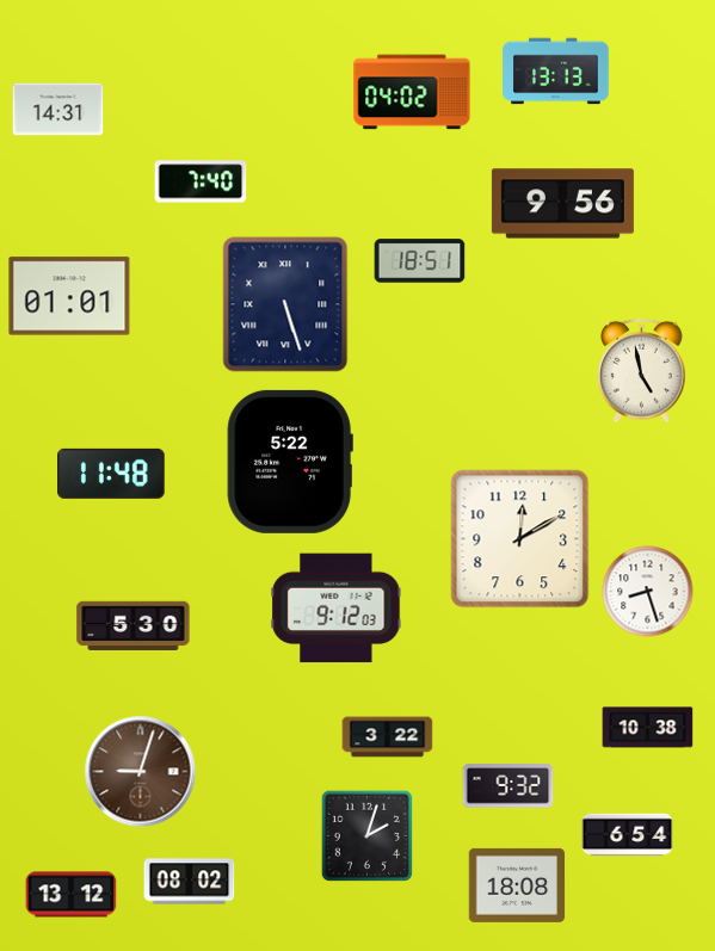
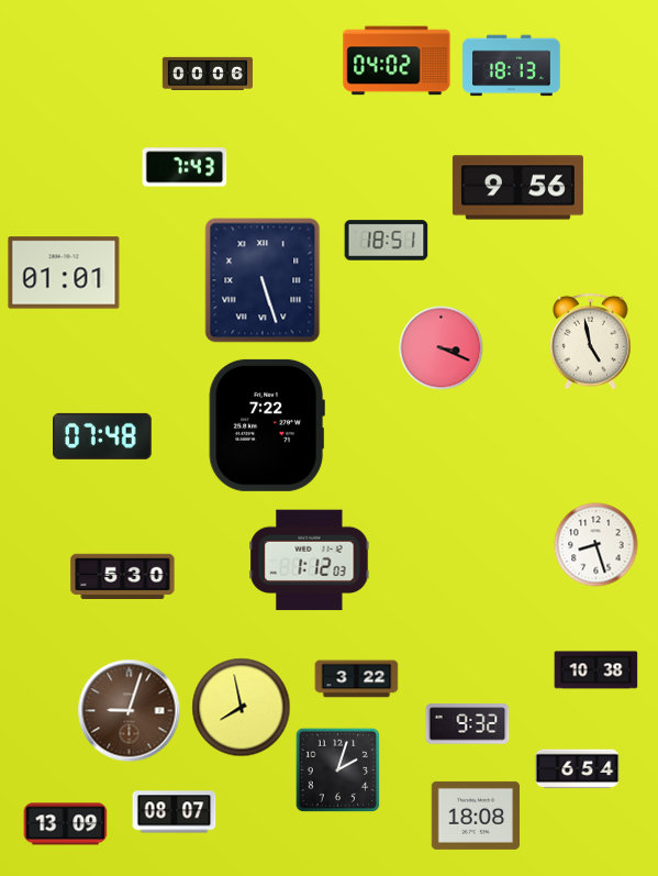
clock at (556, 72): 13:13 -> 18:13
clock at (207, 74): none -> 00:06
clock at (412, 92) position: (412, 92) -> (397, 60)
clock at (58, 110): 14:31 -> none
clock at (201, 181): 7:40 -> 7:43
clock at (442, 348): none -> 3:19
clock at (290, 462): 5:22 -> 7:22
clock at (112, 474): 11:48 -> 07:48
clock at (520, 539): 12:10 -> none
clock at (337, 609): 9:12 -> 1:12
clock at (242, 708): none -> 7:58
clock at (190, 882): 08:02 -> 08:07
clock at (72, 895): 13:12 -> 13:09
